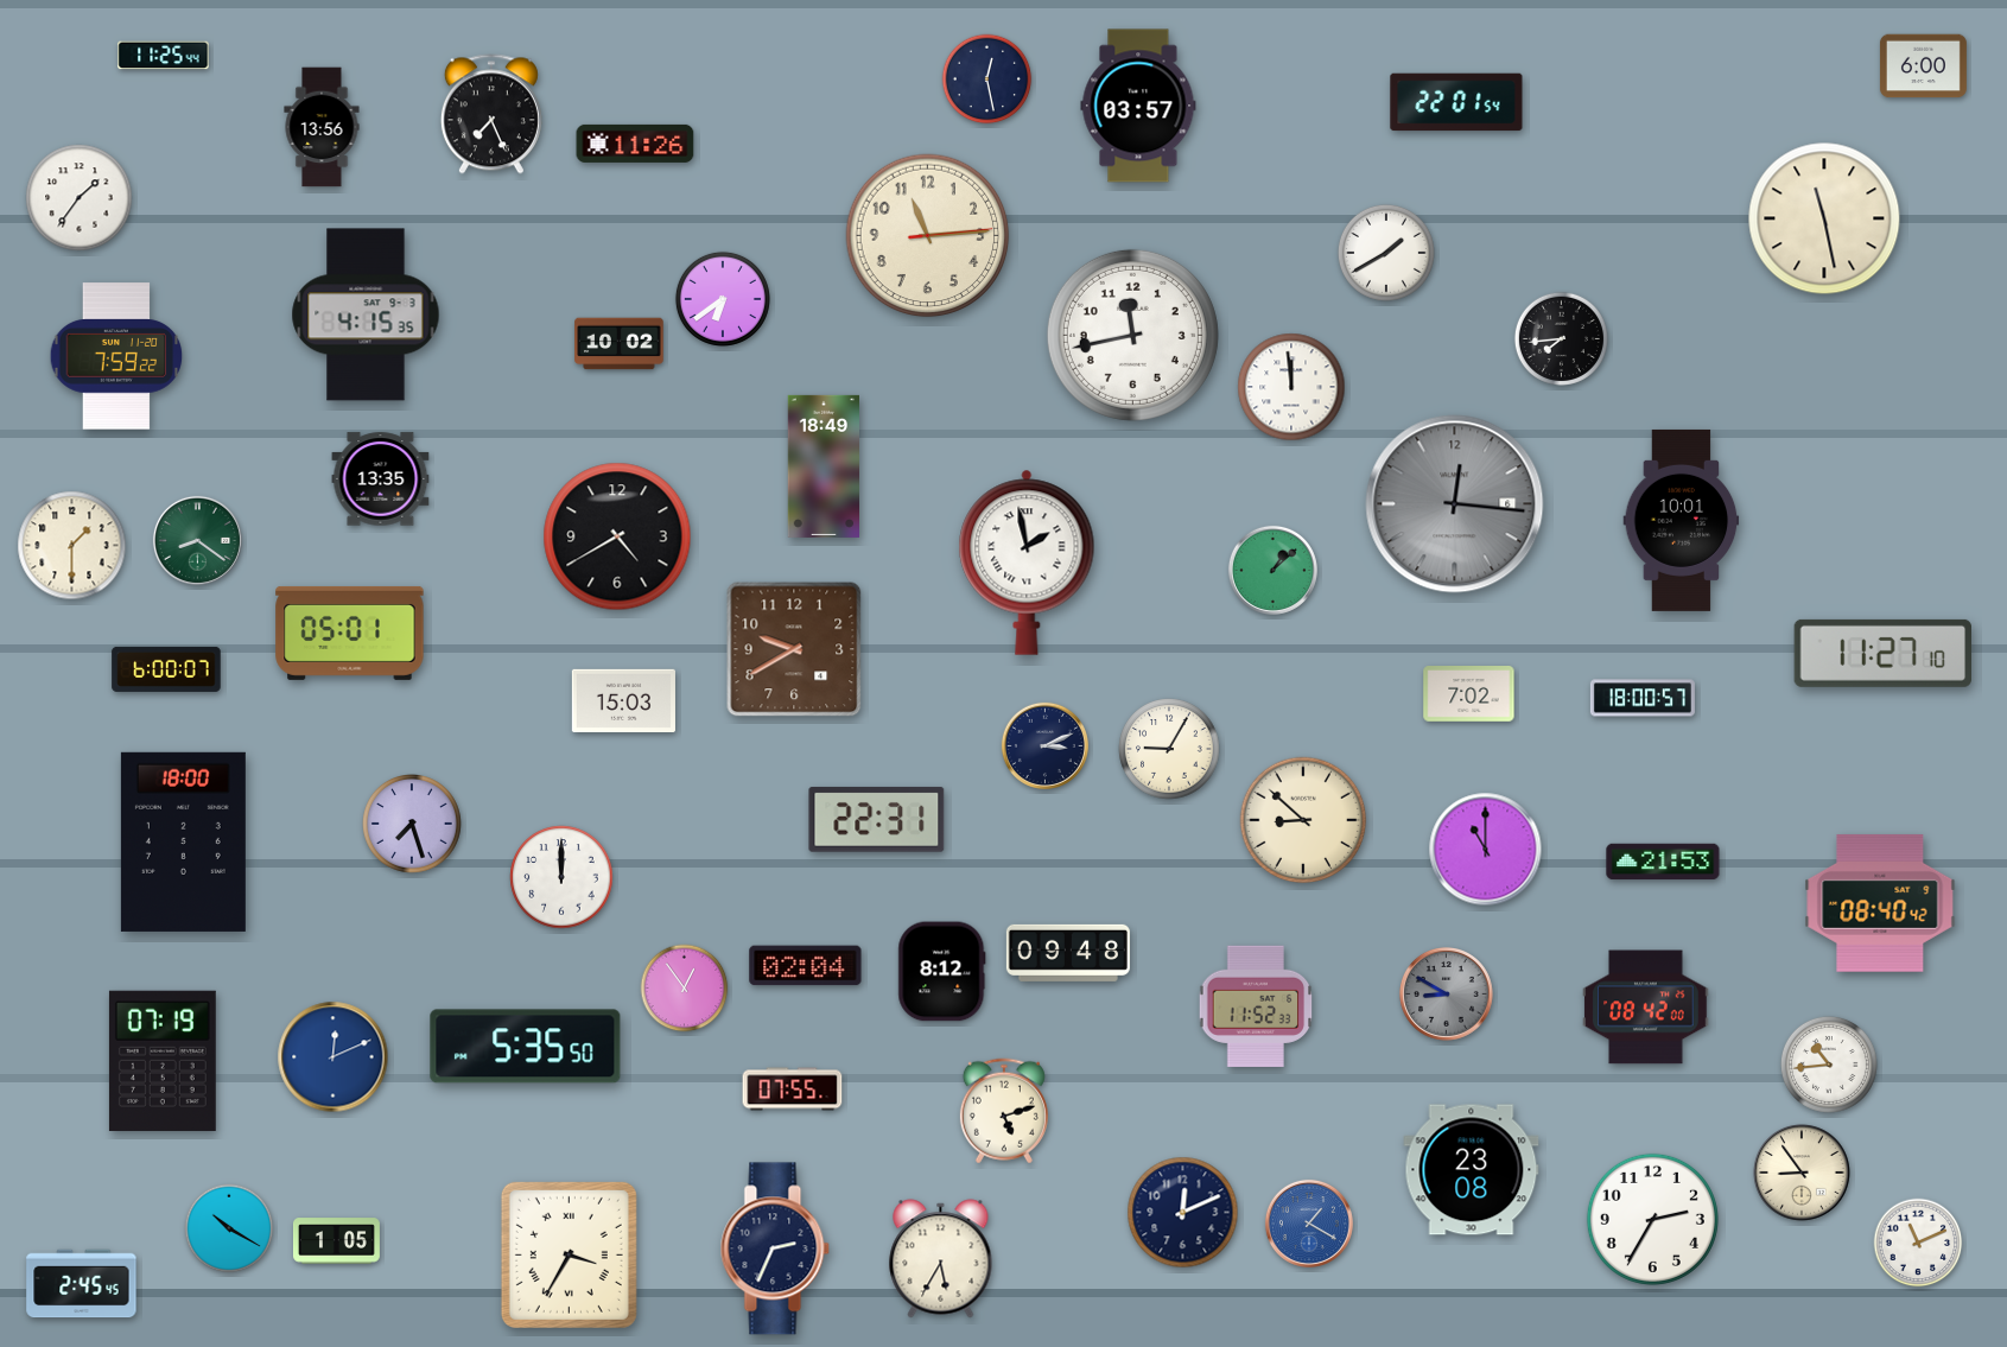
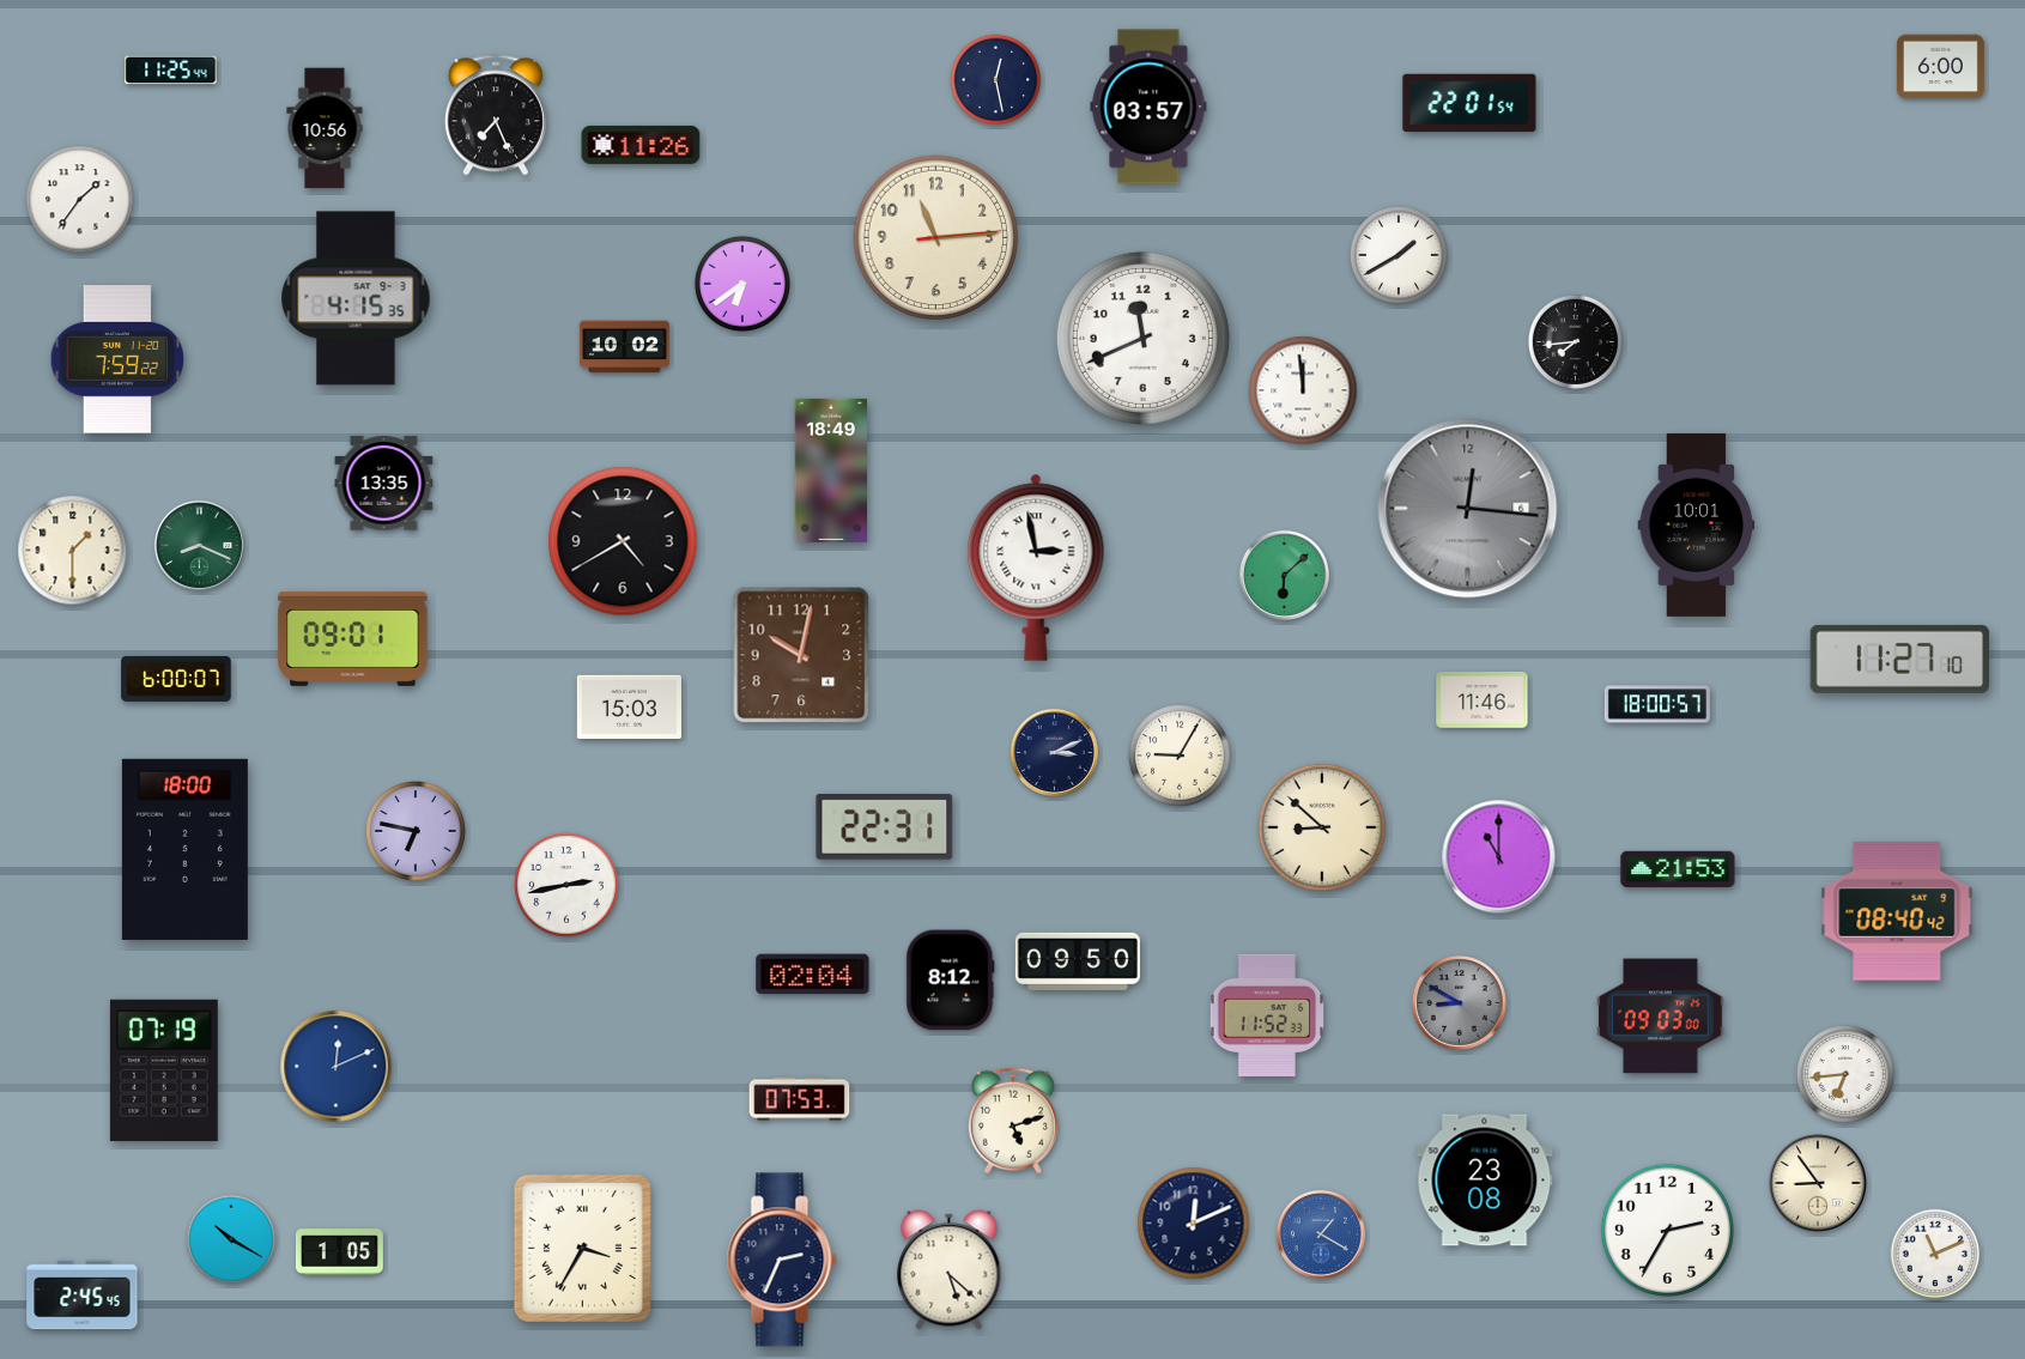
clock at (164, 56) position: (164, 56) -> (171, 71)
clock at (322, 127): 13:56 -> 10:56
clock at (1824, 218): 11:28 -> none
clock at (723, 299) position: (723, 299) -> (742, 284)
clock at (366, 314) position: (366, 314) -> (356, 298)
clock at (1132, 335): 11:43 -> 11:41
clock at (197, 540): 8:21 -> 8:19
clock at (1027, 563): 1:58 -> 2:58
clock at (1272, 570): 1:08 -> 6:08
clock at (350, 633): 05:01 -> 09:01
clock at (794, 649): 9:40 -> 10:02
clock at (166, 669) position: (166, 669) -> (176, 679)
clock at (1469, 694): 7:02 -> 11:46
clock at (1303, 820) position: (1303, 820) -> (1322, 827)
clock at (413, 825): 7:27 -> 6:47
clock at (561, 877): 12:00 -> 2:43
clock at (1068, 953): 09:48 -> 09:50
clock at (685, 989): 12:54 -> none
clock at (1646, 1008): 08:42 -> 09:03
clock at (526, 1047): 5:35 -> none
clock at (1829, 1065): 10:44 -> 6:44
clock at (793, 1089): 07:55 -> 07:53
clock at (569, 1254) position: (569, 1254) -> (582, 1248)
clock at (941, 1259): 5:35 -> 5:22
